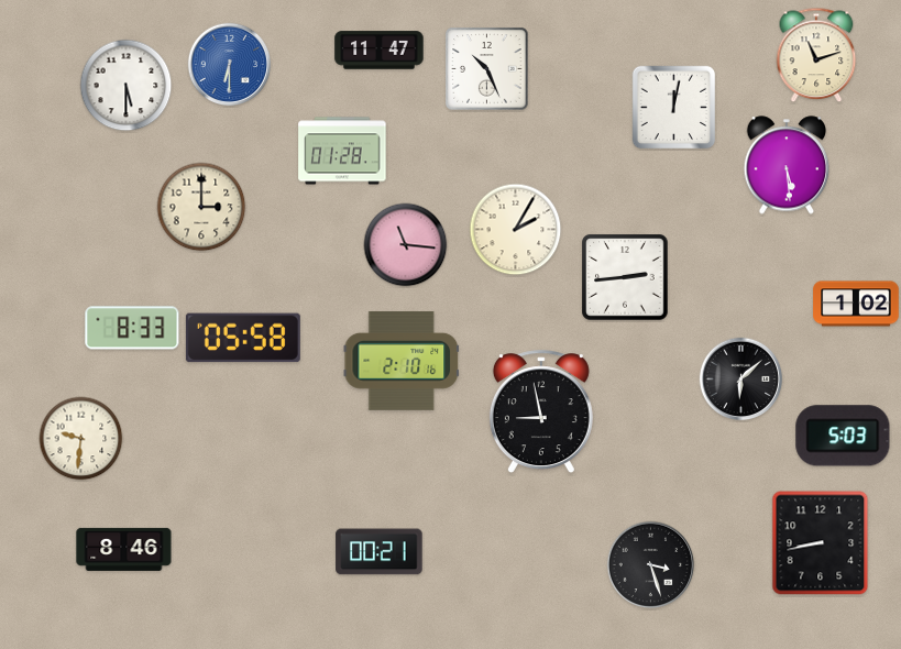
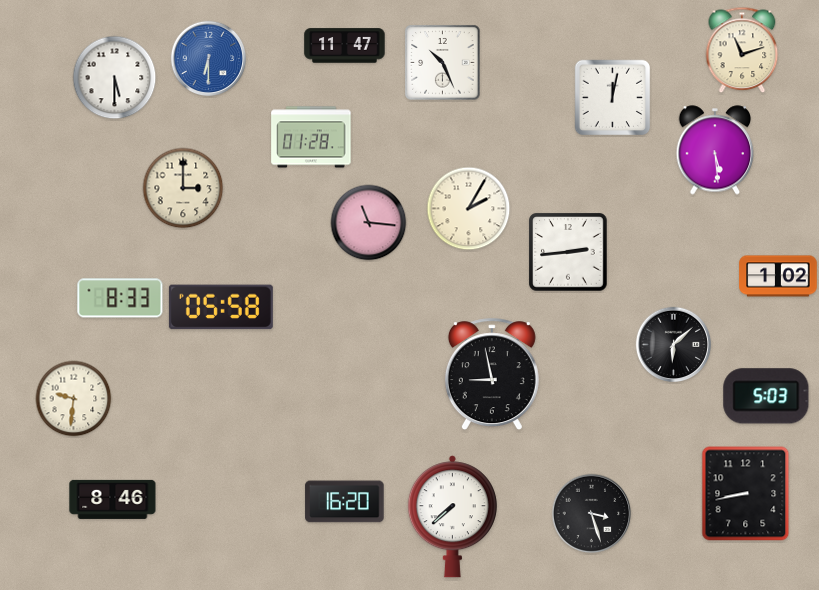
clock at (402, 362): 2:10 -> none
clock at (380, 552): 00:21 -> 16:20
clock at (452, 517): none -> 7:38
